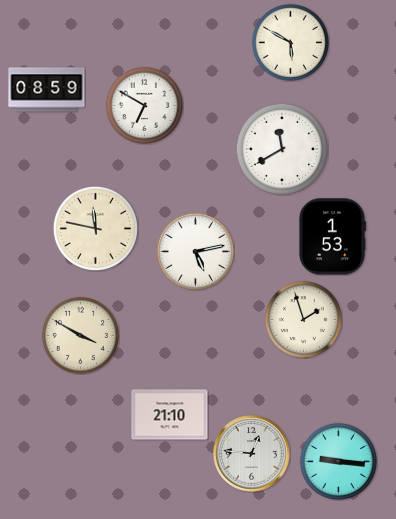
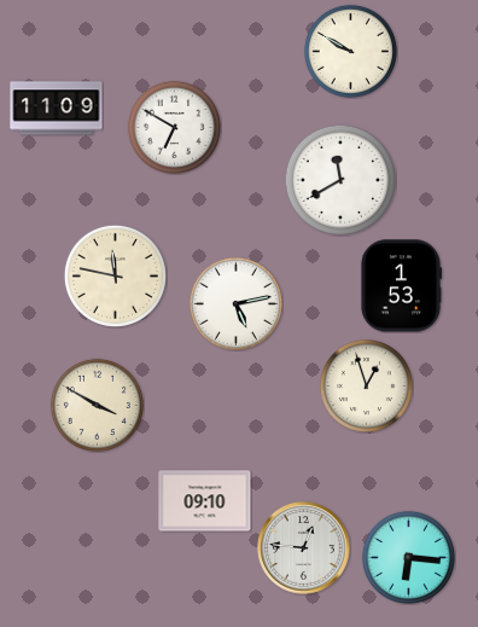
clock at (290, 42): 5:50 -> 9:50
clock at (47, 90): 08:59 -> 11:09
clock at (303, 319): 1:57 -> 12:57
clock at (170, 415): 21:10 -> 09:10
clock at (338, 461): 9:16 -> 6:16
